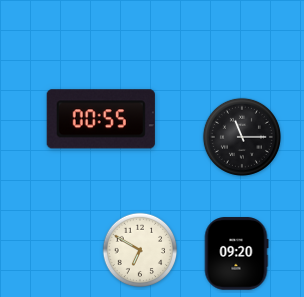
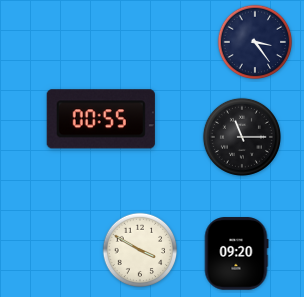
clock at (255, 42): none -> 3:24
clock at (140, 250): 6:50 -> 3:50
